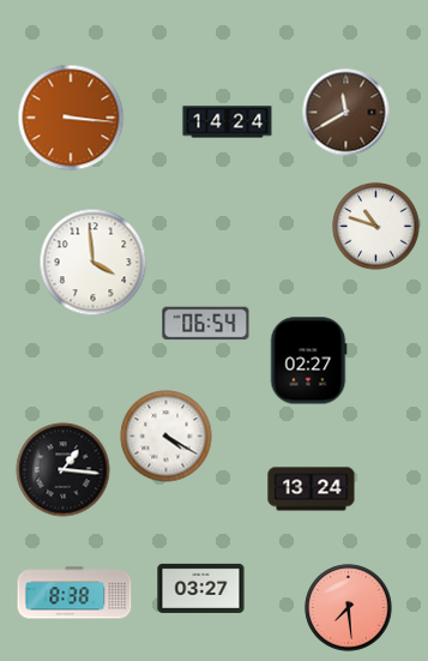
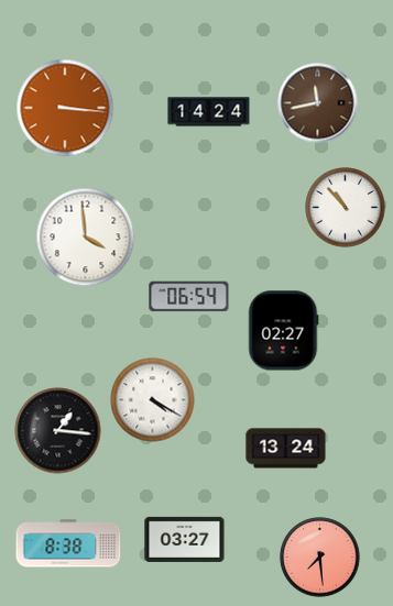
clock at (346, 113): 11:40 -> 11:43
clock at (376, 227): 10:48 -> 10:53
clock at (94, 263) position: (94, 263) -> (86, 238)
